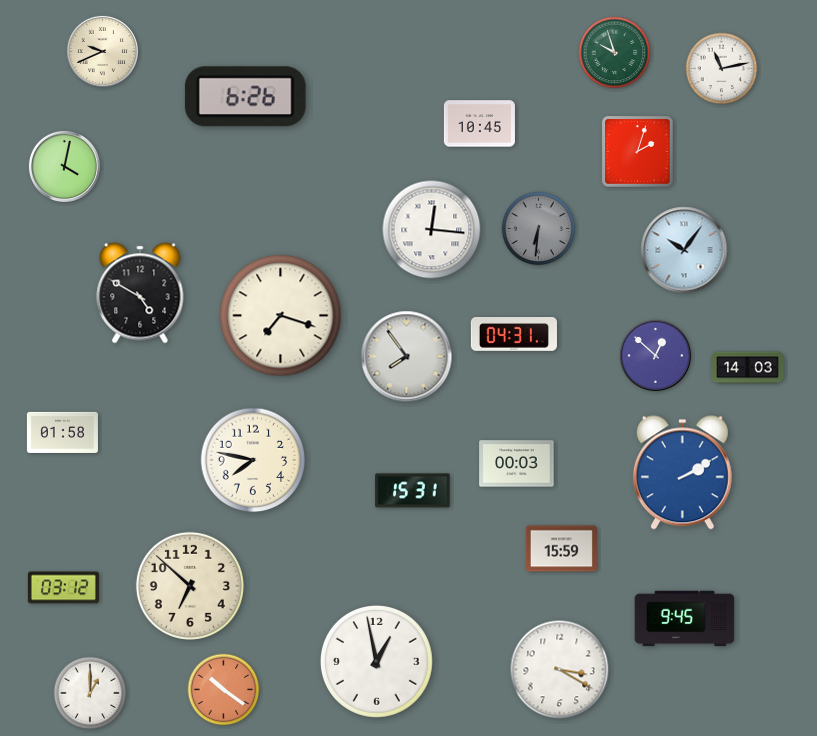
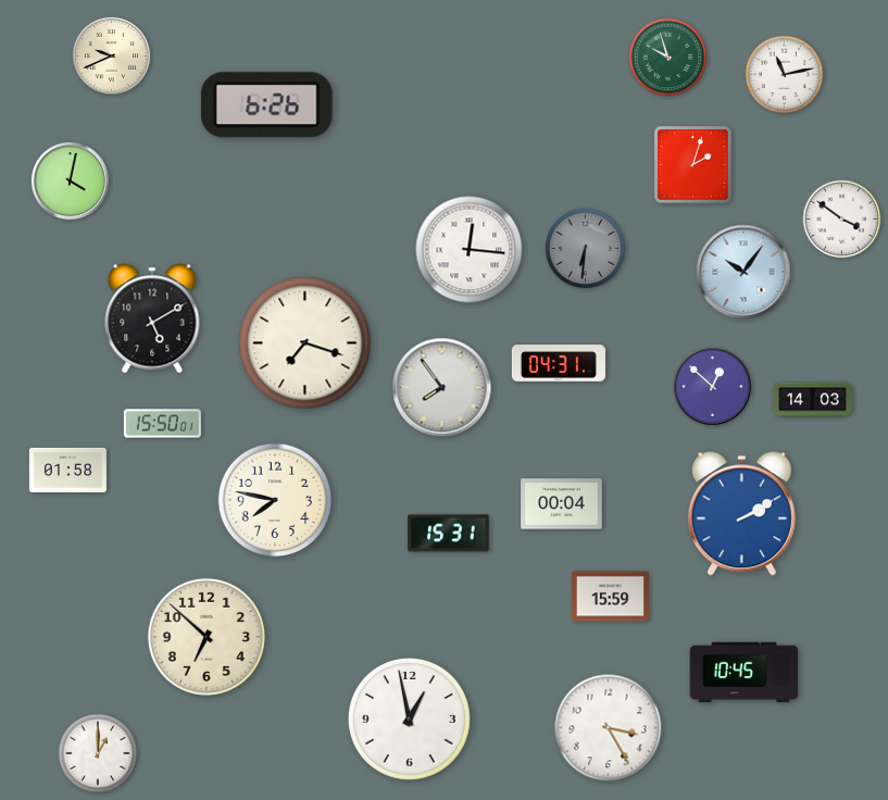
clock at (479, 124): 10:45 -> none
clock at (842, 220): none -> 3:51
clock at (140, 293): 4:50 -> 5:10
clock at (162, 424): none -> 15:50
clock at (517, 464): 00:03 -> 00:04
clock at (63, 588): 03:12 -> none
clock at (685, 619): 9:45 -> 10:45
clock at (560, 670): 3:20 -> 3:25
clock at (224, 690): 10:21 -> none
